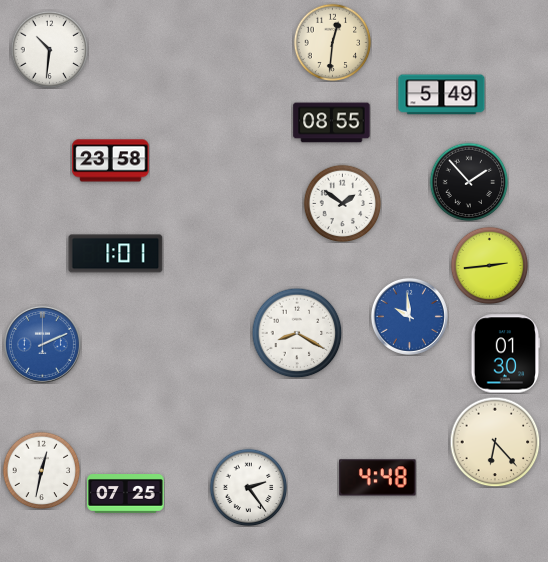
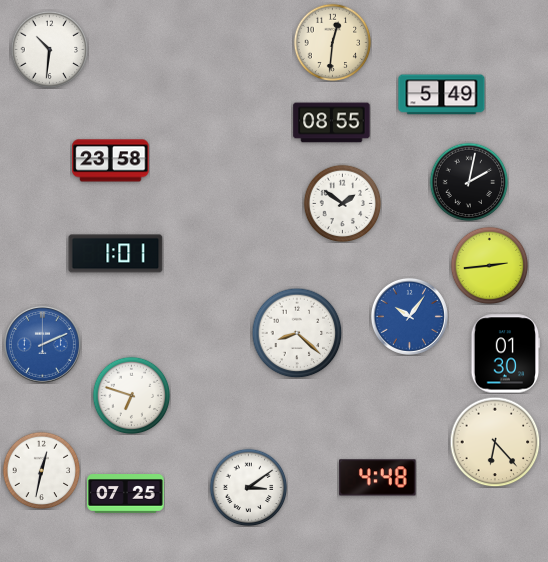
clock at (469, 182): 1:53 -> 2:02
clock at (409, 316): 9:59 -> 10:06
clock at (297, 333): 8:20 -> 8:22
clock at (131, 395): none -> 6:48
clock at (248, 487): 2:24 -> 3:09
